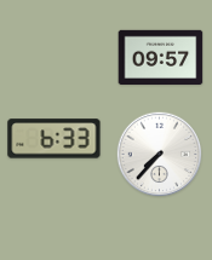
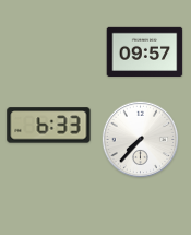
clock at (160, 155) position: (160, 155) -> (141, 140)
